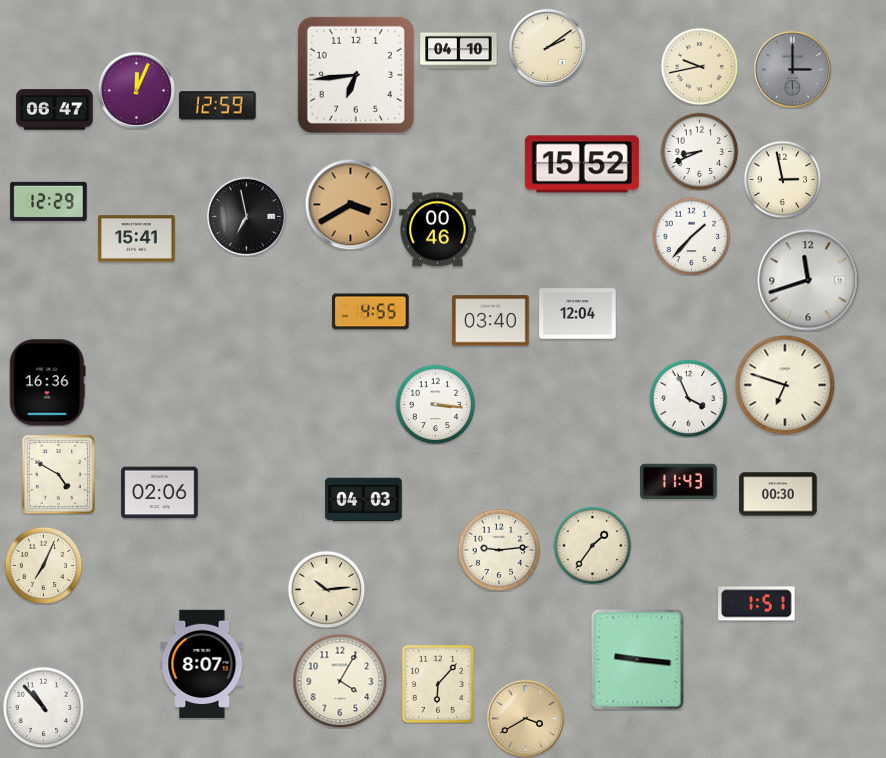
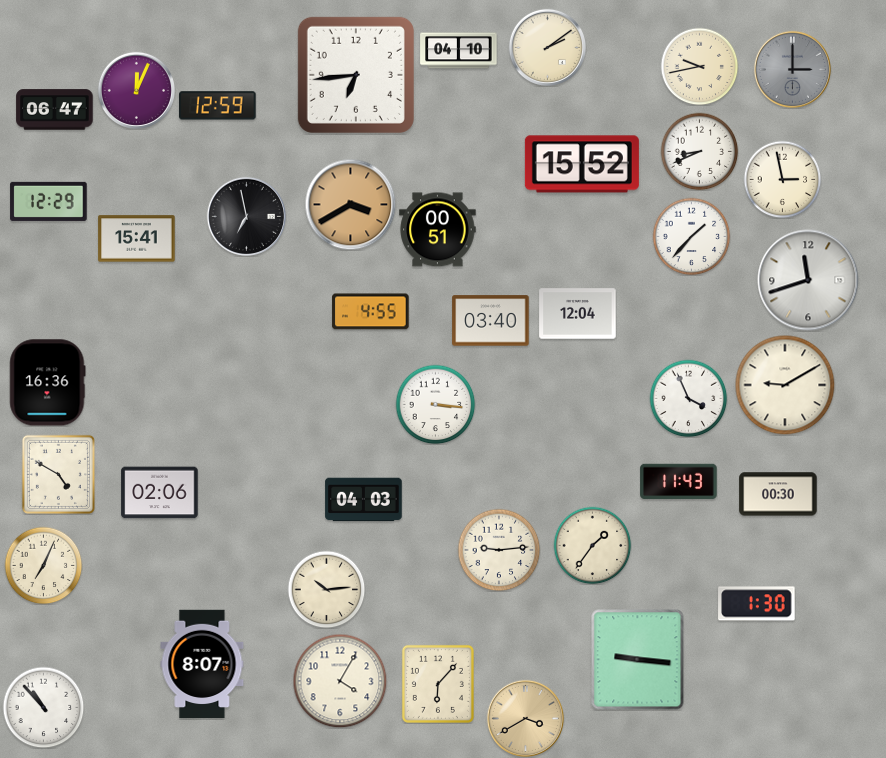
clock at (438, 230): 00:46 -> 00:51
clock at (785, 385): 6:48 -> 9:10
clock at (757, 604): 1:51 -> 1:30
